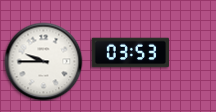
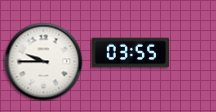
clock at (130, 53): 03:53 -> 03:55
